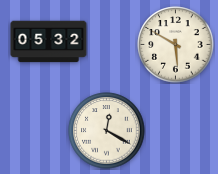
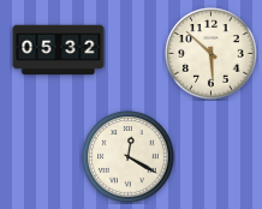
clock at (176, 45): 5:50 -> 5:52
